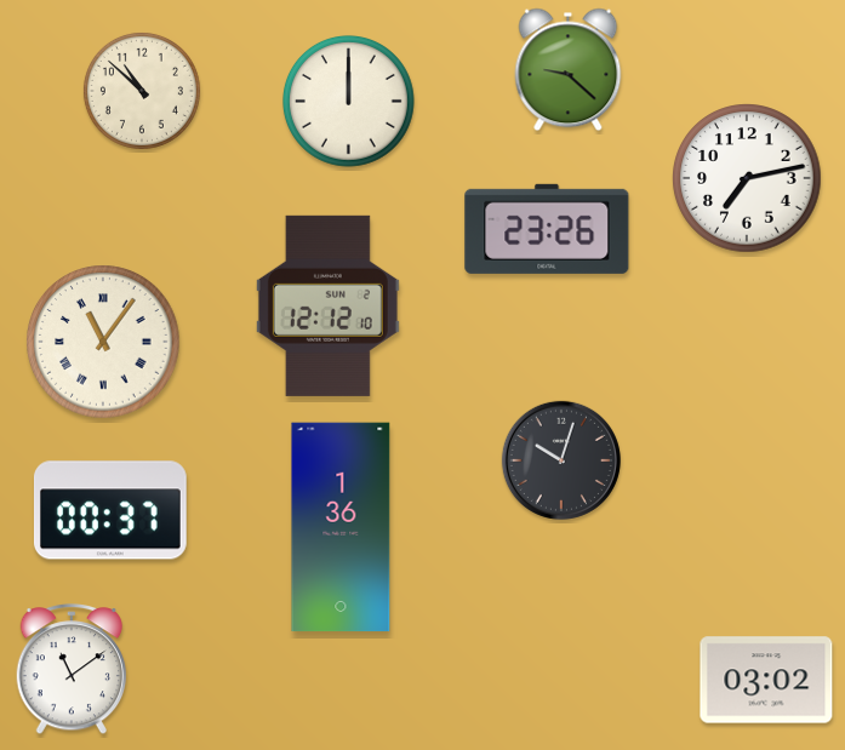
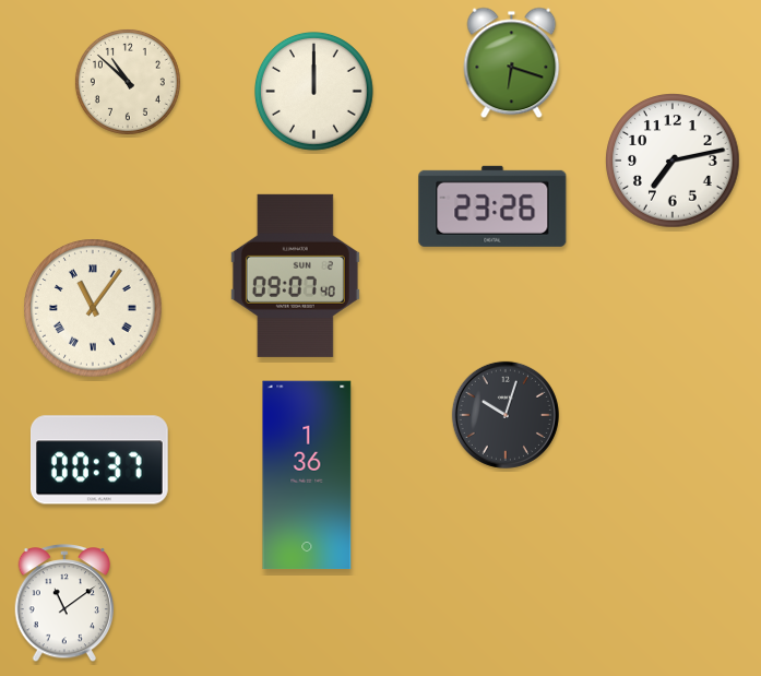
clock at (569, 70): 9:22 -> 6:18
clock at (327, 305): 12:12 -> 09:07
clock at (766, 680): 03:02 -> none
